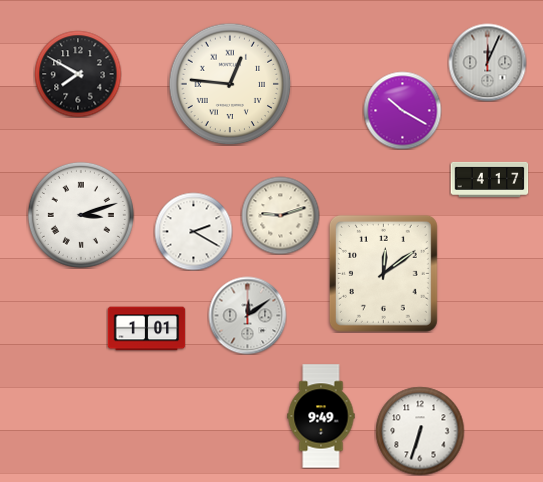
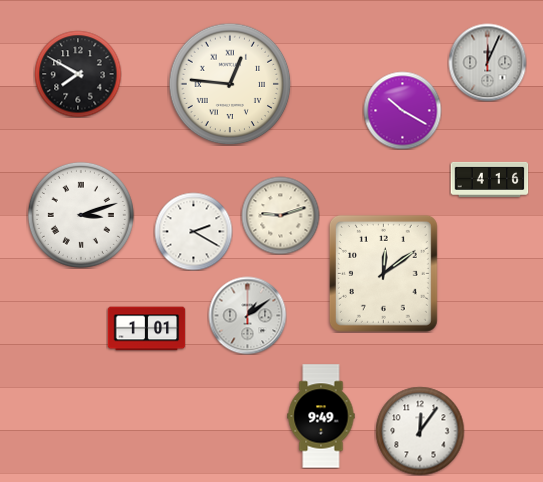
clock at (489, 179): 4:17 -> 4:16
clock at (247, 315): 12:09 -> 1:09
clock at (420, 431): 6:33 -> 12:06
